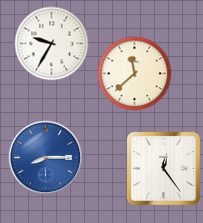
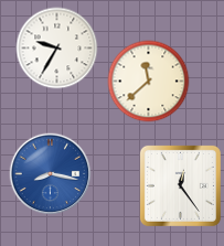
clock at (46, 158): 8:15 -> 8:17
